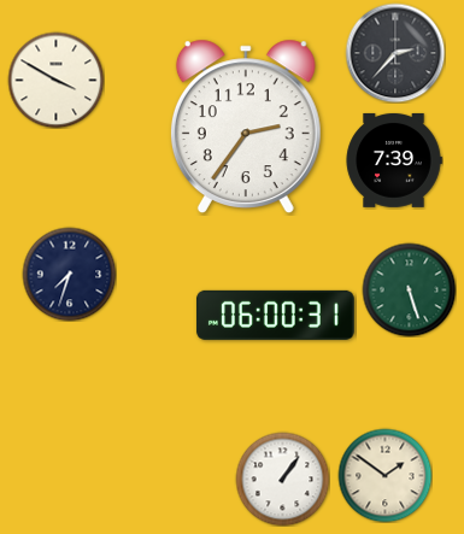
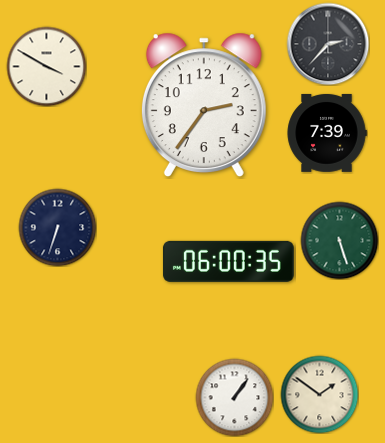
clock at (69, 274): 7:33 -> 6:33
clock at (275, 315): 06:00:31 -> 06:00:35
